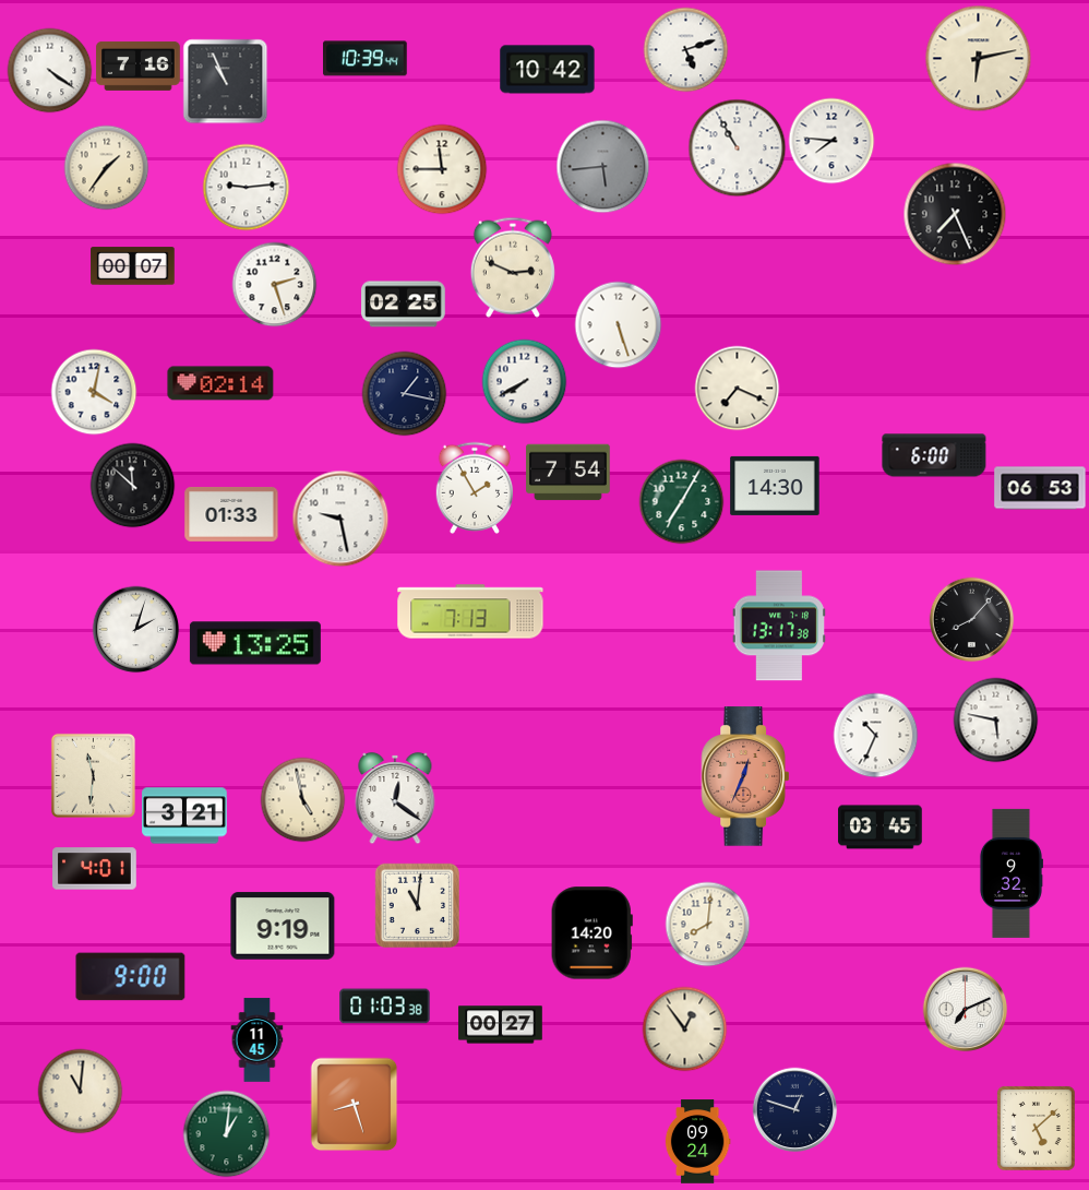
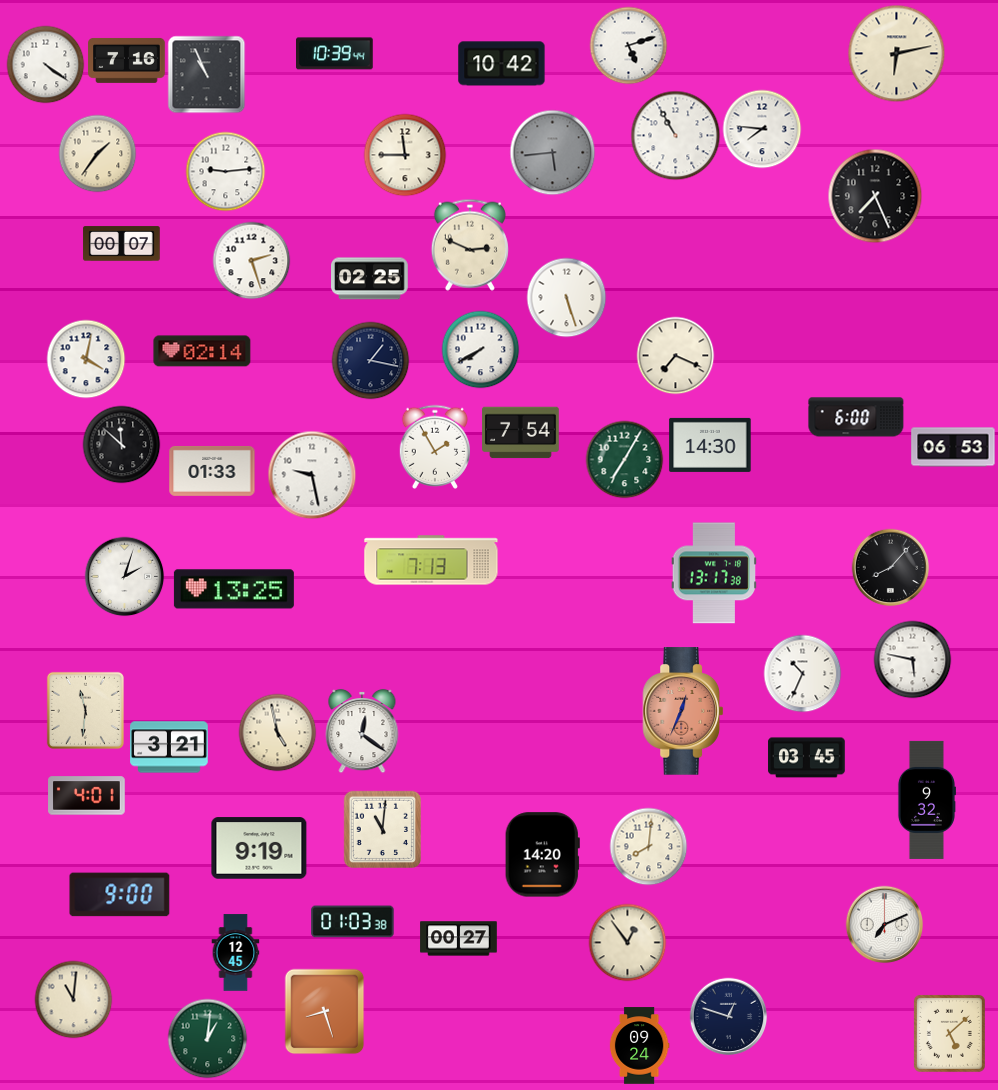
clock at (258, 1040): 11:45 -> 12:45
